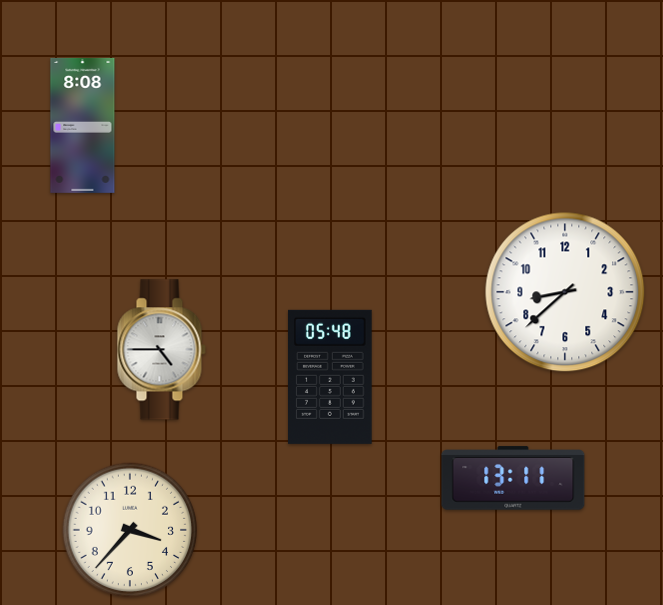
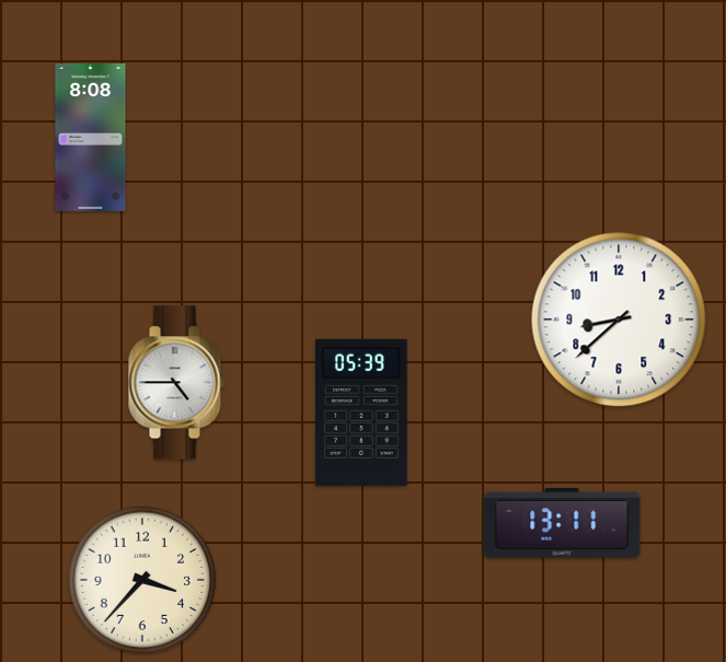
clock at (330, 377): 05:48 -> 05:39
